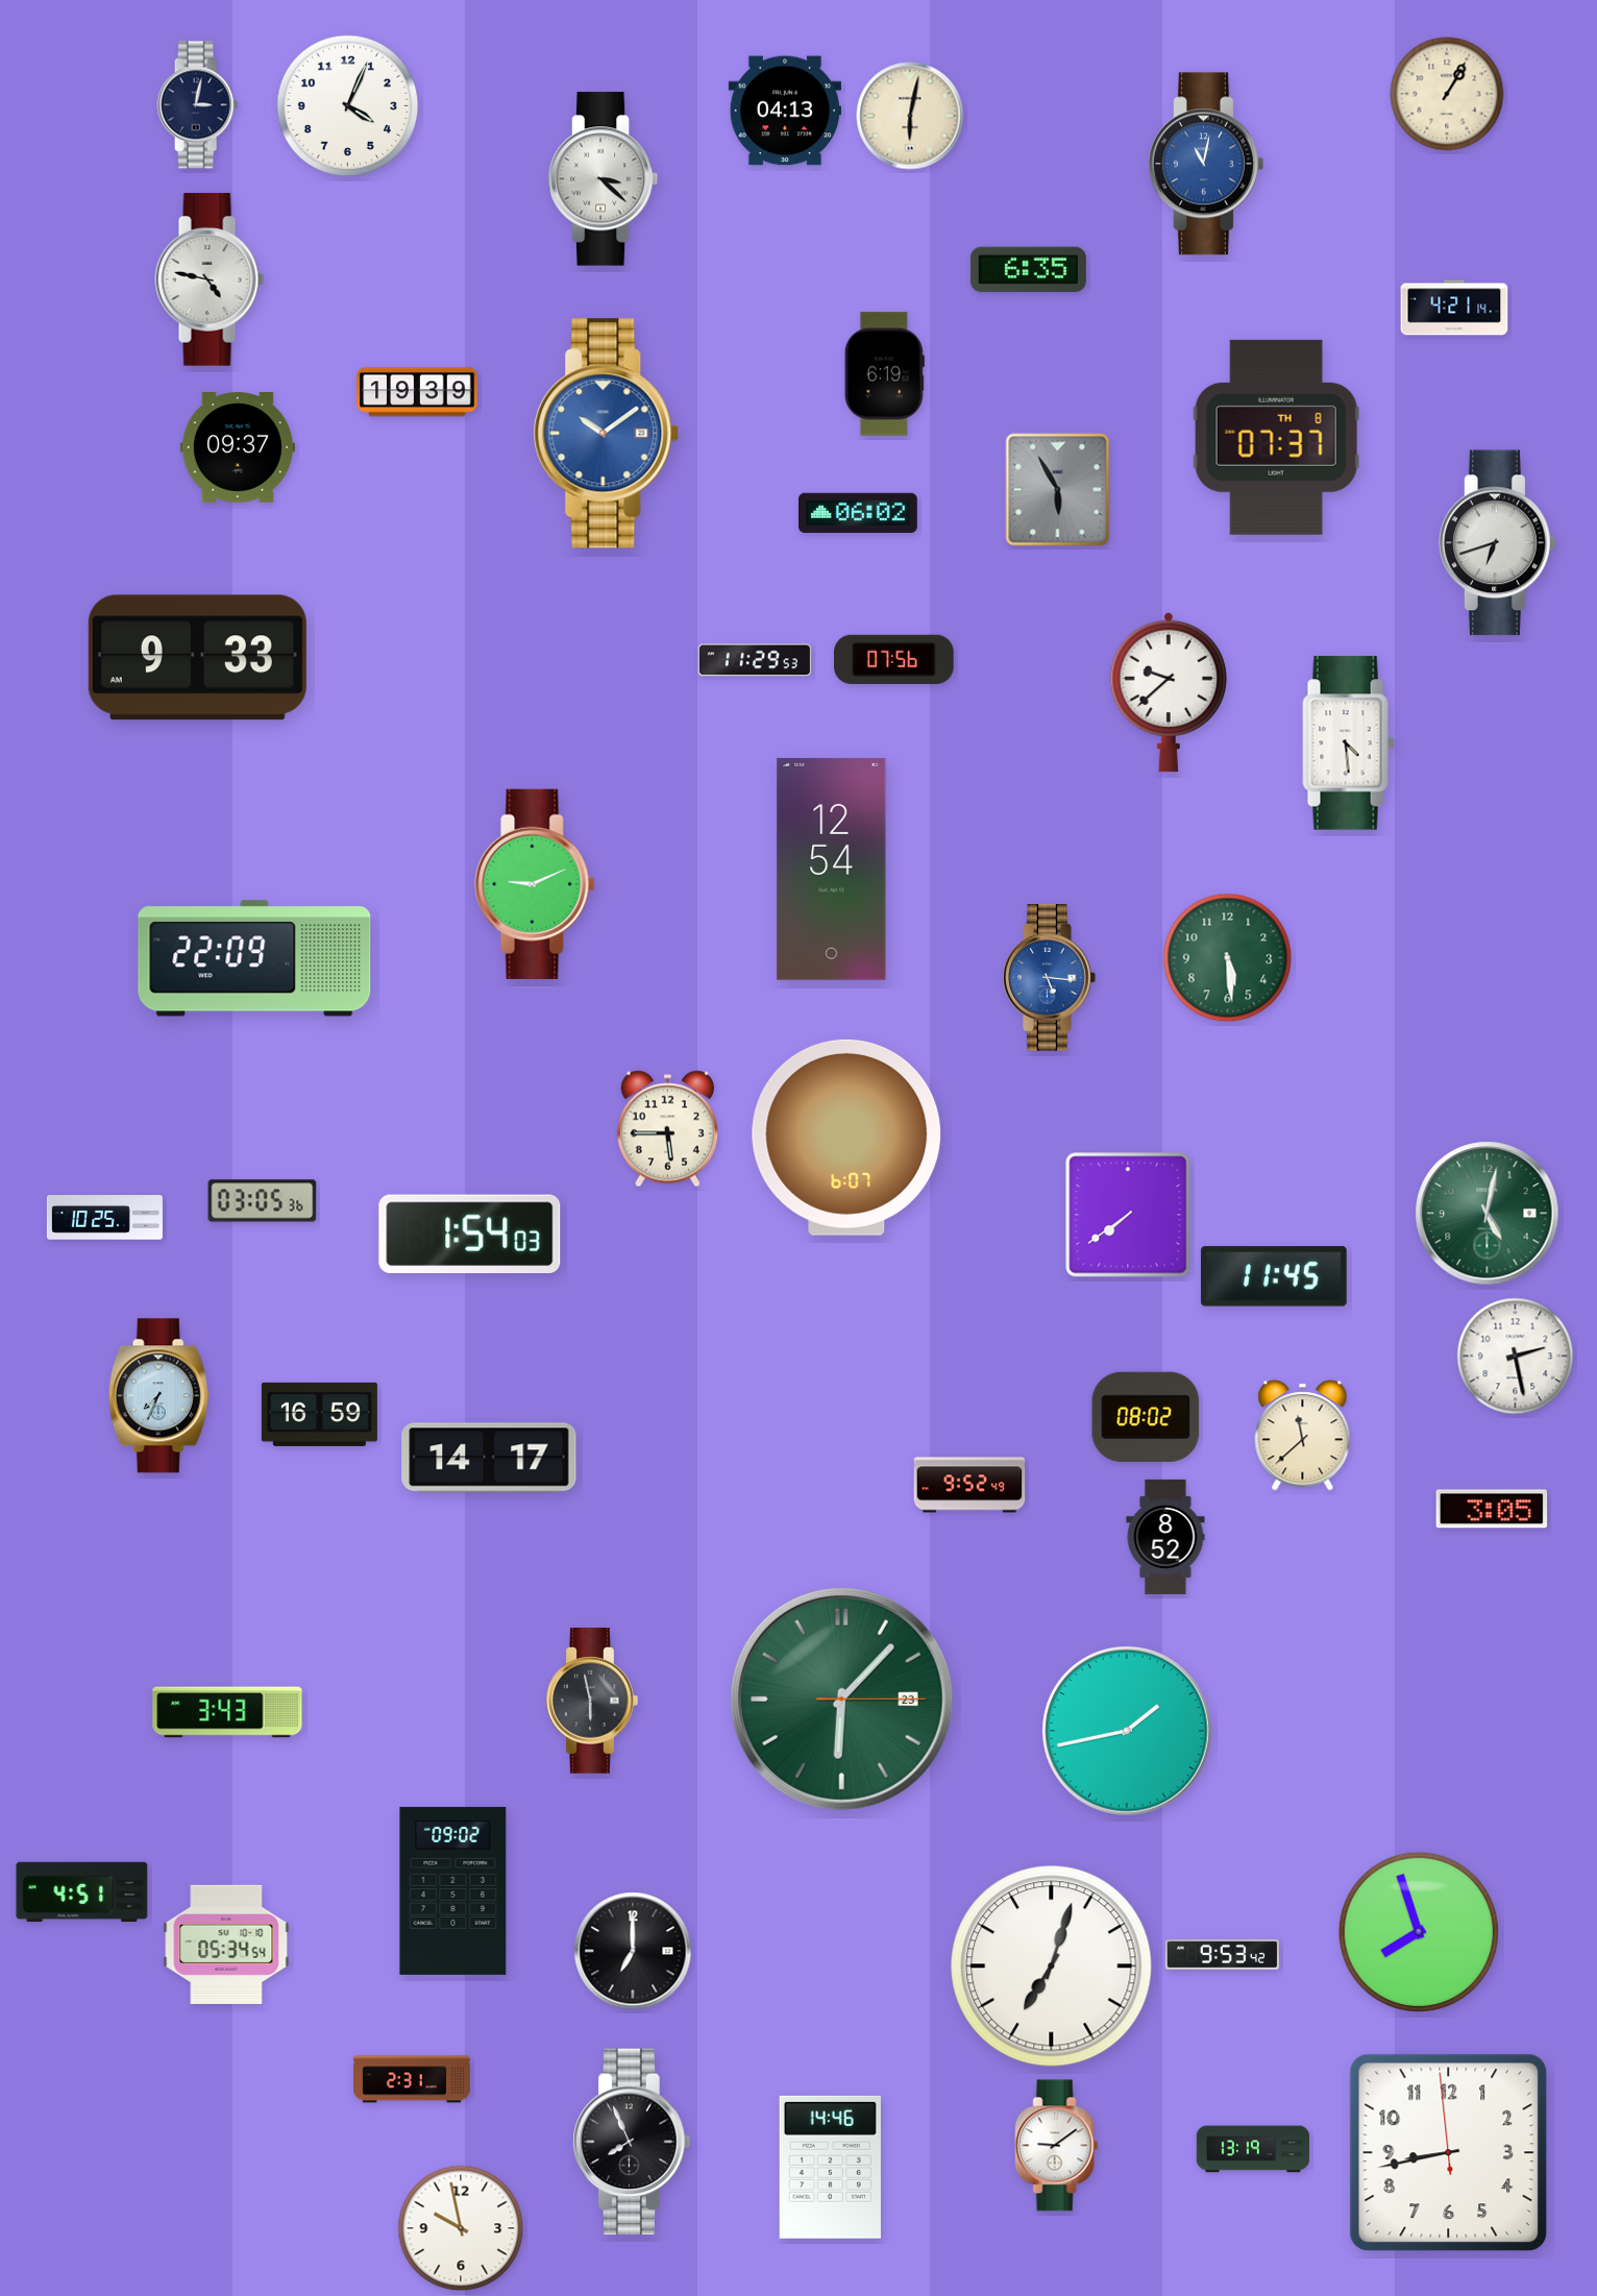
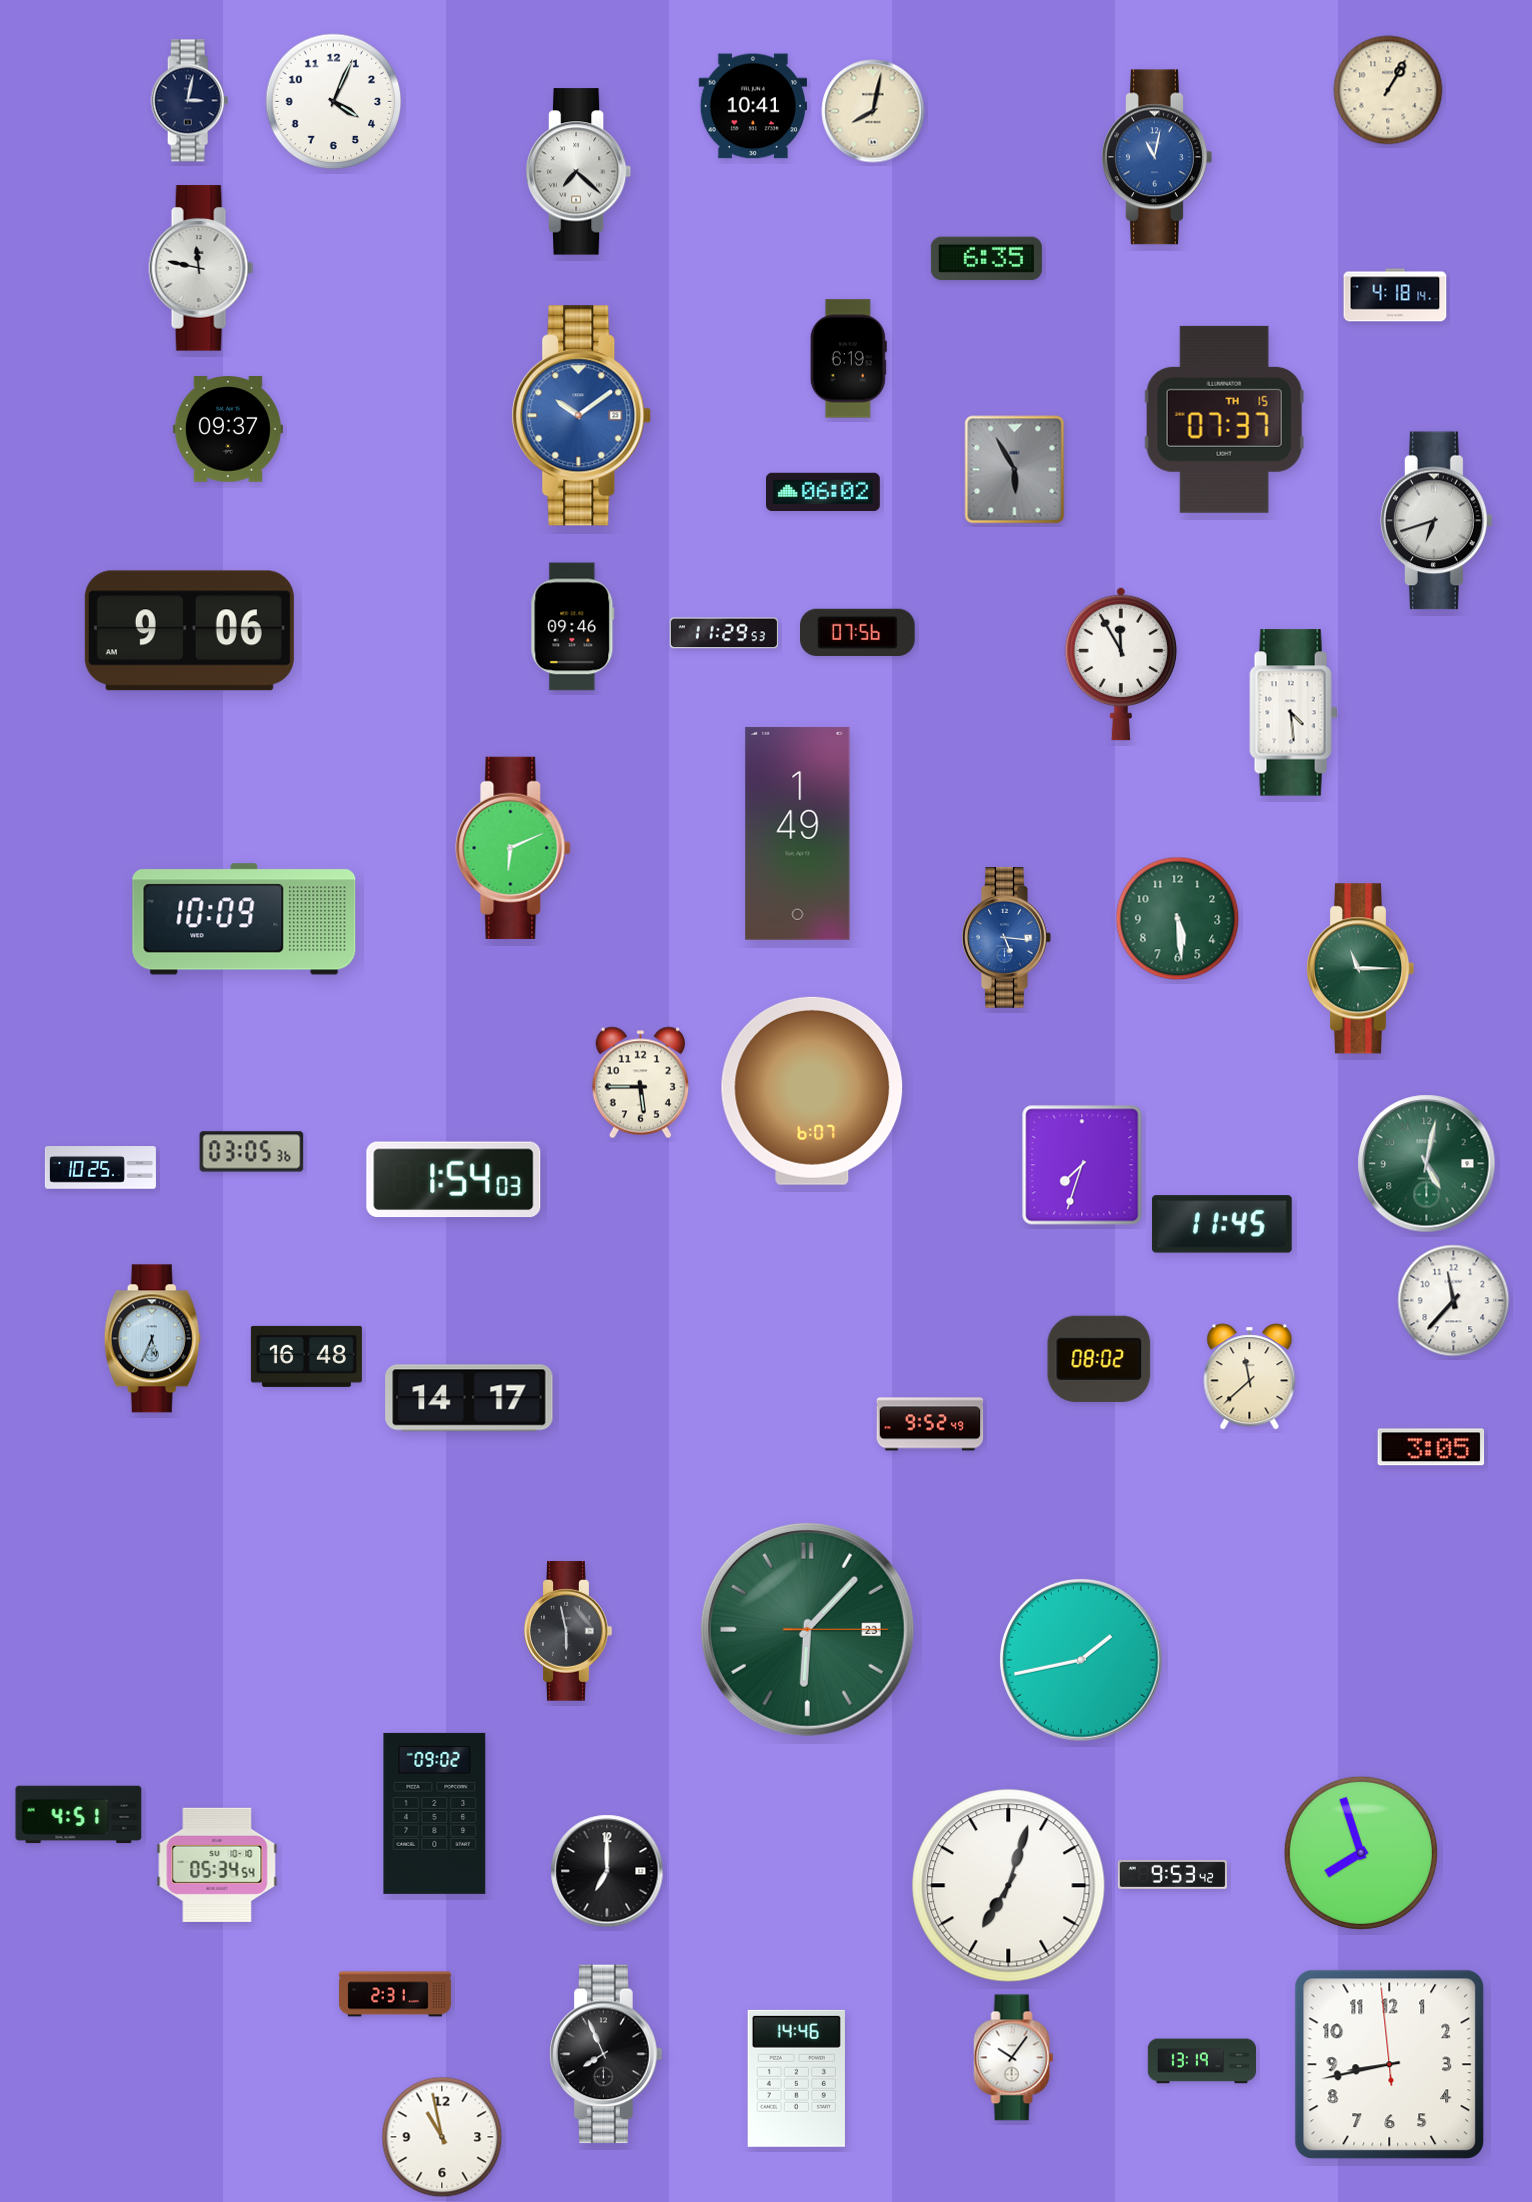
clock at (784, 111): 04:13 -> 10:41
clock at (910, 116): 6:02 -> 8:02
clock at (604, 179): 3:22 -> 7:22
clock at (210, 279): 4:47 -> 11:47
clock at (1454, 308): 4:21 -> 4:18
clock at (417, 392): 19:39 -> none
clock at (1276, 437) date: TH 8 -> TH 15
clock at (573, 627): none -> 09:46
clock at (197, 658): 9:33 -> 9:06
clock at (1168, 692): 9:38 -> 11:55
clock at (832, 869): 12:54 -> 1:49
clock at (535, 884): 9:11 -> 6:11
clock at (254, 958): 22:09 -> 10:09
clock at (1360, 969): none -> 11:15
clock at (1128, 1215): 7:39 -> 7:33
clock at (470, 1235) position: (470, 1235) -> (454, 1180)
clock at (1516, 1357): 2:28 -> 11:37
clock at (158, 1396): 7:34 -> 5:34
clock at (319, 1414): 16:59 -> 16:48
clock at (1165, 1537): 8:52 -> none
clock at (227, 1712): 3:43 -> none
clock at (1057, 2146): 9:09 -> 10:06
clock at (461, 2228): 9:58 -> 10:58
